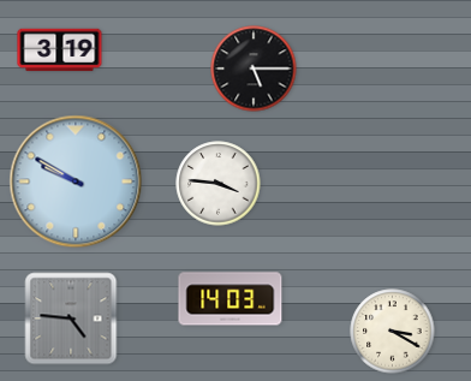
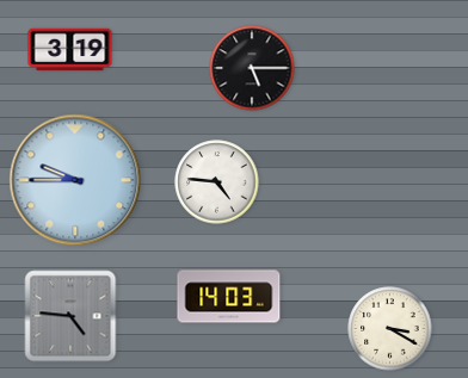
clock at (60, 50) position: (60, 50) -> (70, 50)
clock at (76, 181): 9:50 -> 9:45
clock at (219, 184): 3:46 -> 4:46
